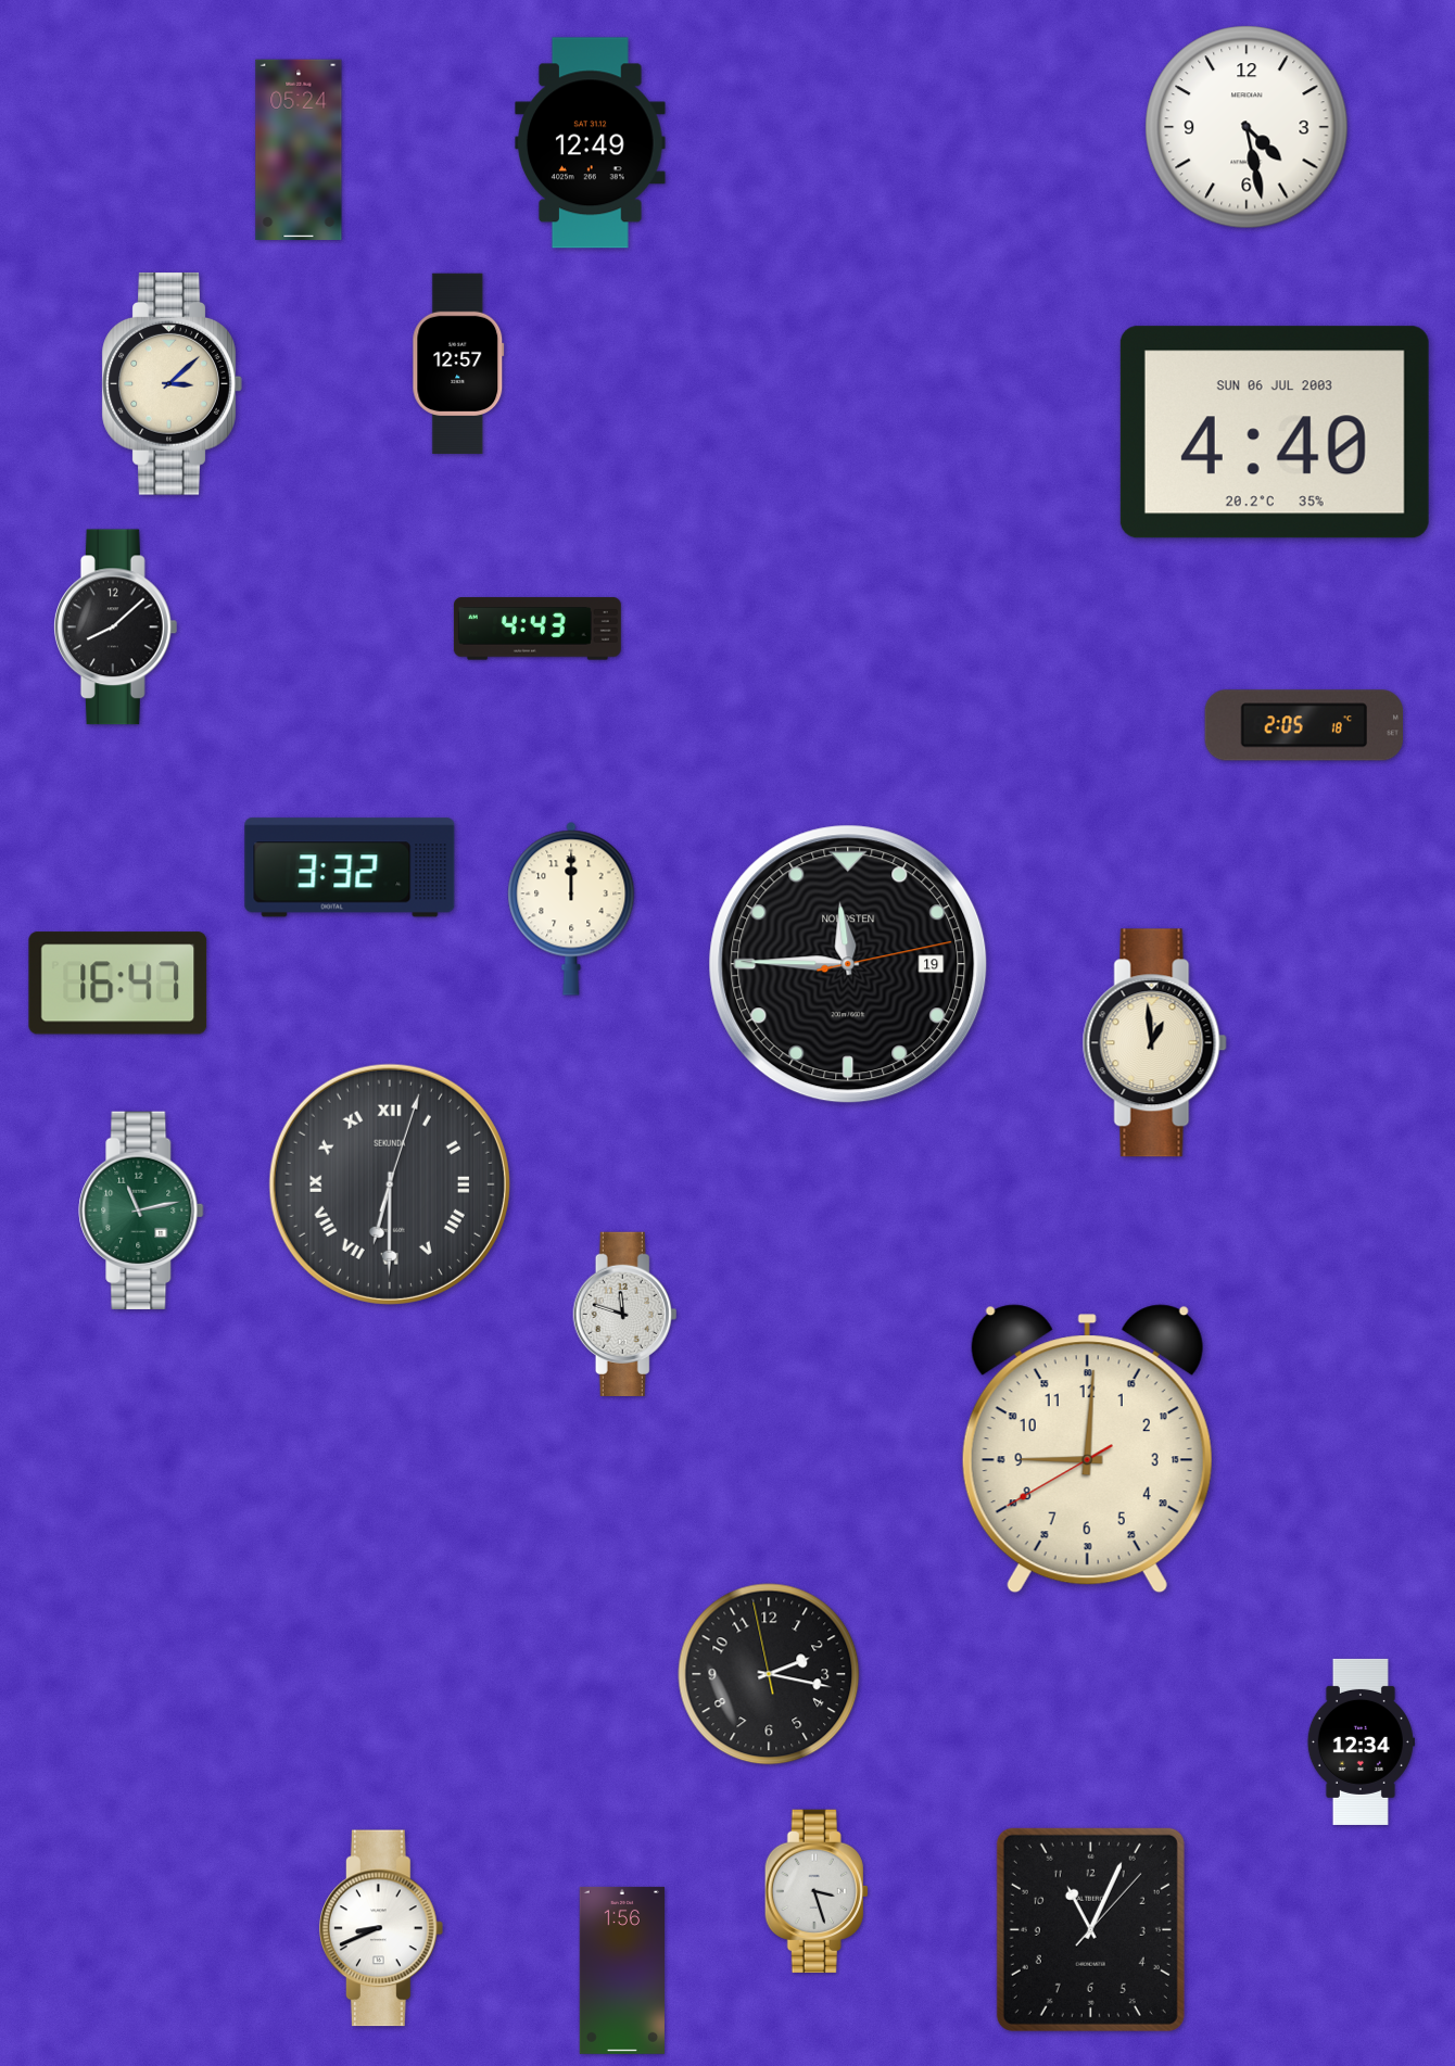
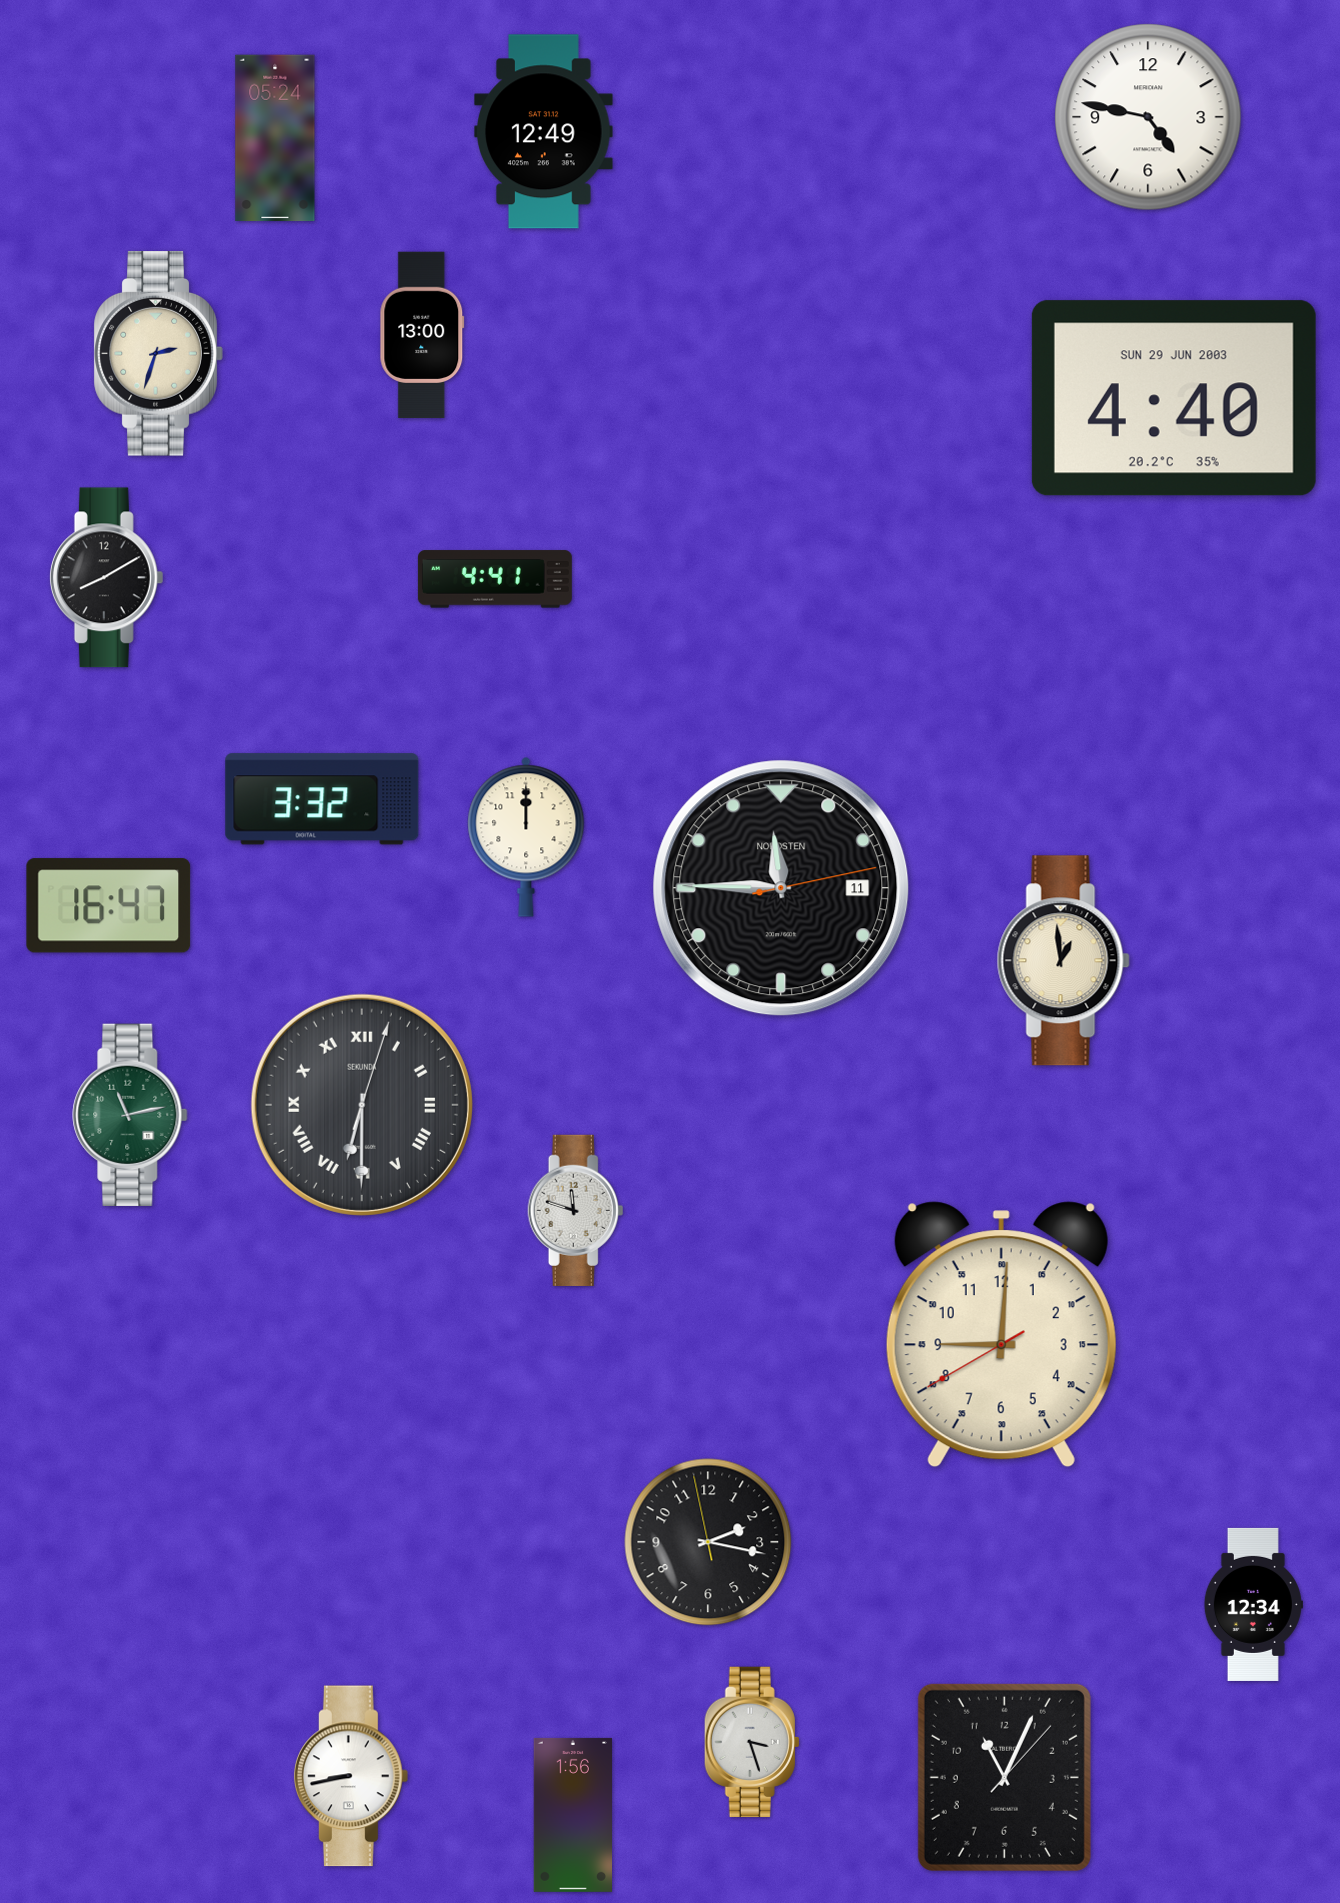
clock at (1247, 127): 4:28 -> 4:47
clock at (458, 364): 12:57 -> 13:00
clock at (172, 384): 3:08 -> 2:33
clock at (1275, 432) date: SUN 06 JUL 2003 -> SUN 29 JUN 2003
clock at (115, 628): 8:08 -> 8:10
clock at (537, 629): 4:43 -> 4:41
clock at (1303, 725): 2:05 -> none
clock at (848, 964) date: 19 -> 11
clock at (390, 1184) position: (390, 1184) -> (362, 1105)
clock at (381, 1928): 8:41 -> 8:43
